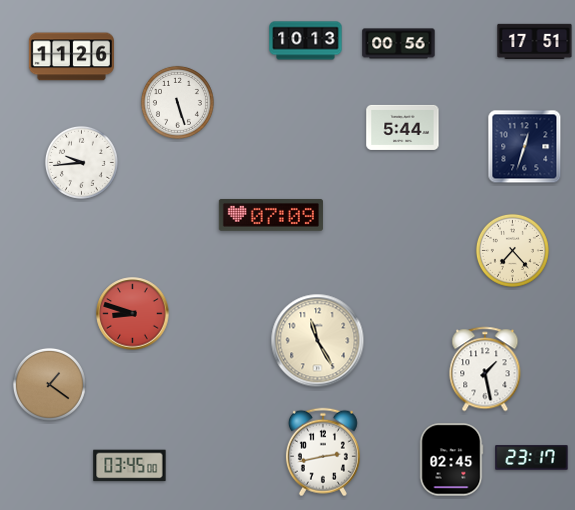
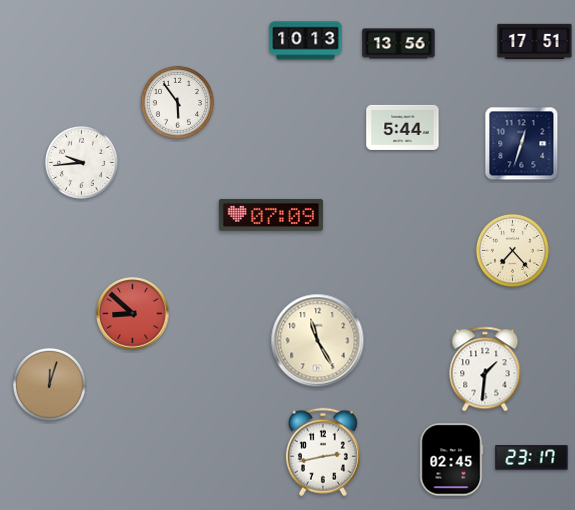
clock at (399, 44): 00:56 -> 13:56
clock at (71, 57): 11:26 -> none
clock at (177, 102): 5:27 -> 5:54
clock at (525, 147) position: (525, 147) -> (522, 144)
clock at (133, 314): 8:48 -> 8:52
clock at (485, 369): 1:28 -> 1:31
clock at (49, 384): 1:21 -> 12:03
clock at (130, 466): 03:45 -> none
